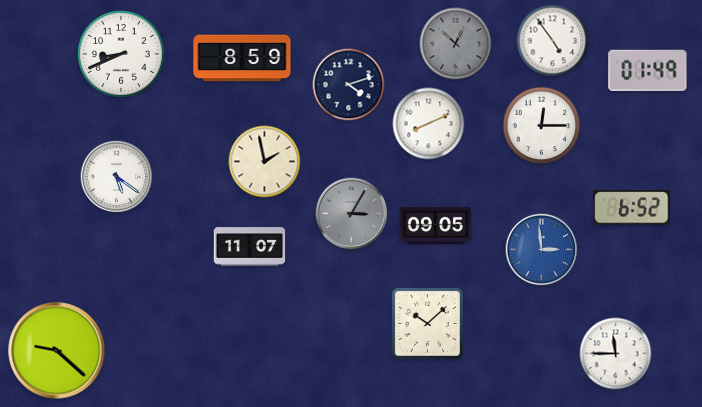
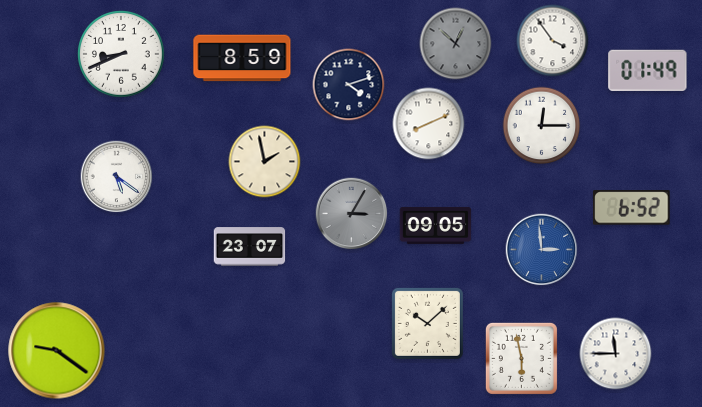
clock at (553, 41): 4:54 -> 3:54
clock at (250, 247): 11:07 -> 23:07
clock at (57, 351): 9:22 -> 9:21
clock at (521, 358): none -> 5:58
